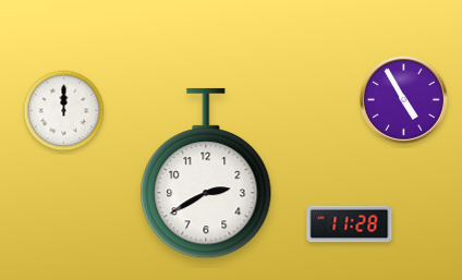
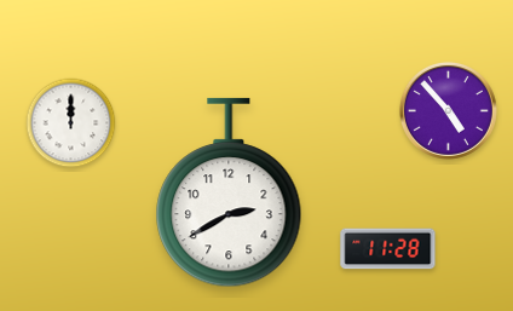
clock at (403, 99): 4:55 -> 4:53
